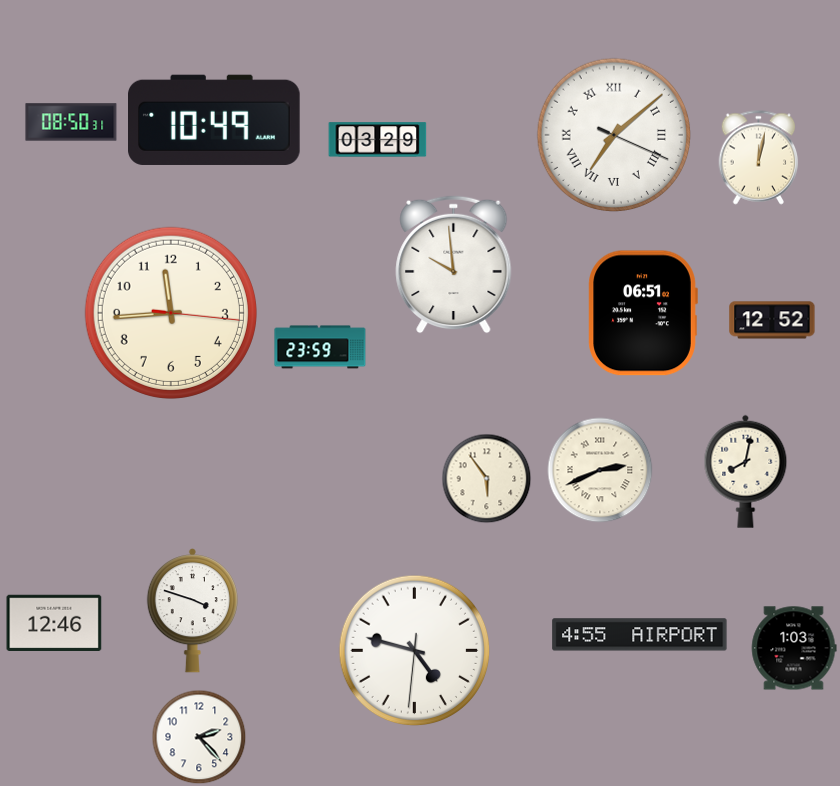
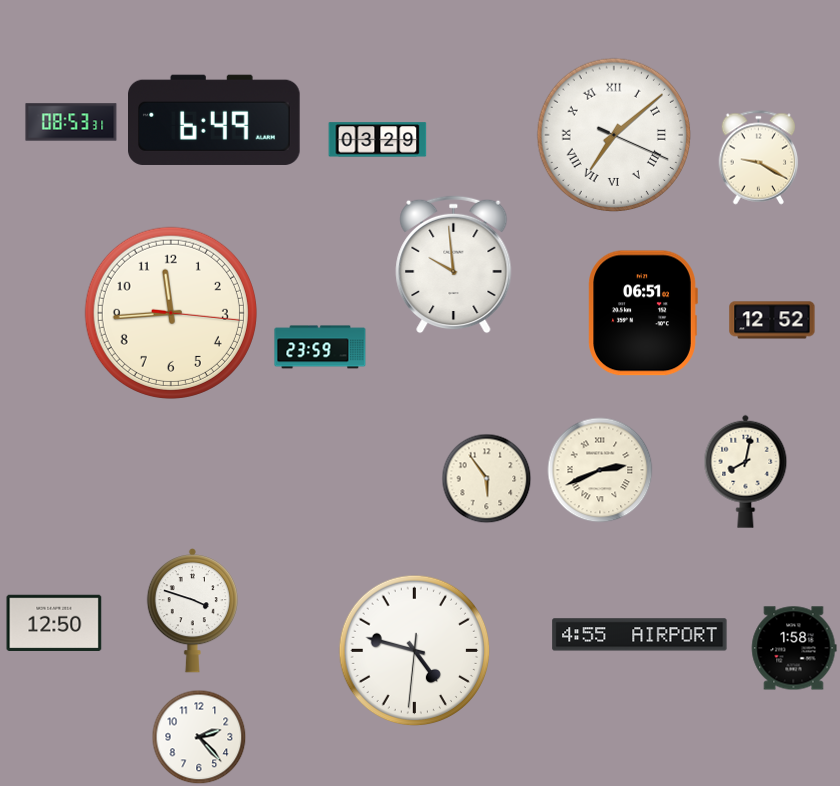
clock at (215, 120): 10:49 -> 6:49
clock at (71, 122): 08:50 -> 08:53
clock at (759, 158): 12:02 -> 9:20
clock at (54, 623): 12:46 -> 12:50
clock at (794, 648): 1:03 -> 1:58
